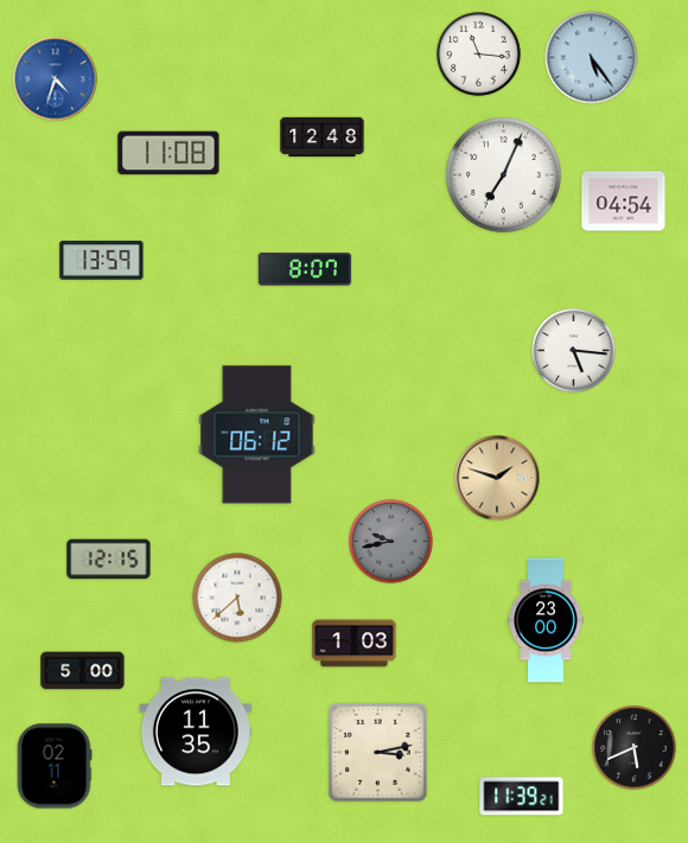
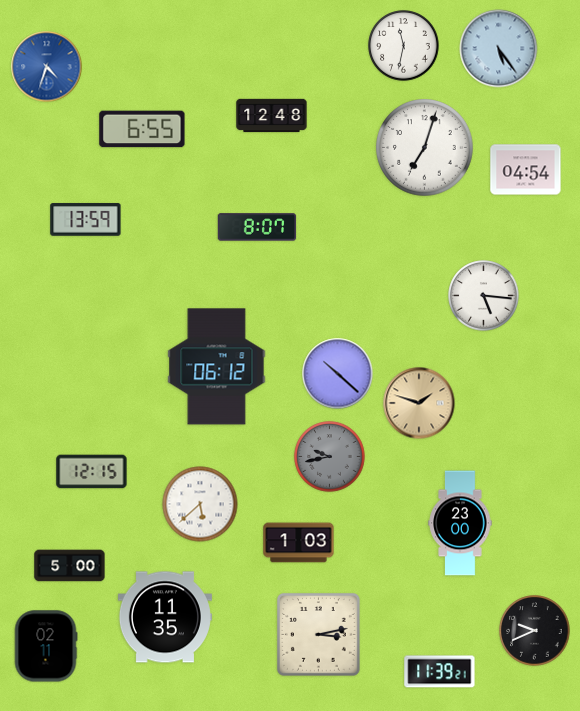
clock at (479, 55): 11:16 -> 11:32
clock at (168, 153): 11:08 -> 6:55
clock at (504, 175): 7:04 -> 7:03
clock at (338, 374): none -> 10:22
clock at (635, 748): 5:41 -> 9:41
